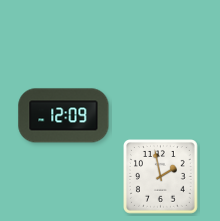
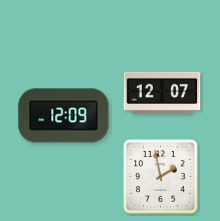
clock at (162, 93): none -> 12:07
